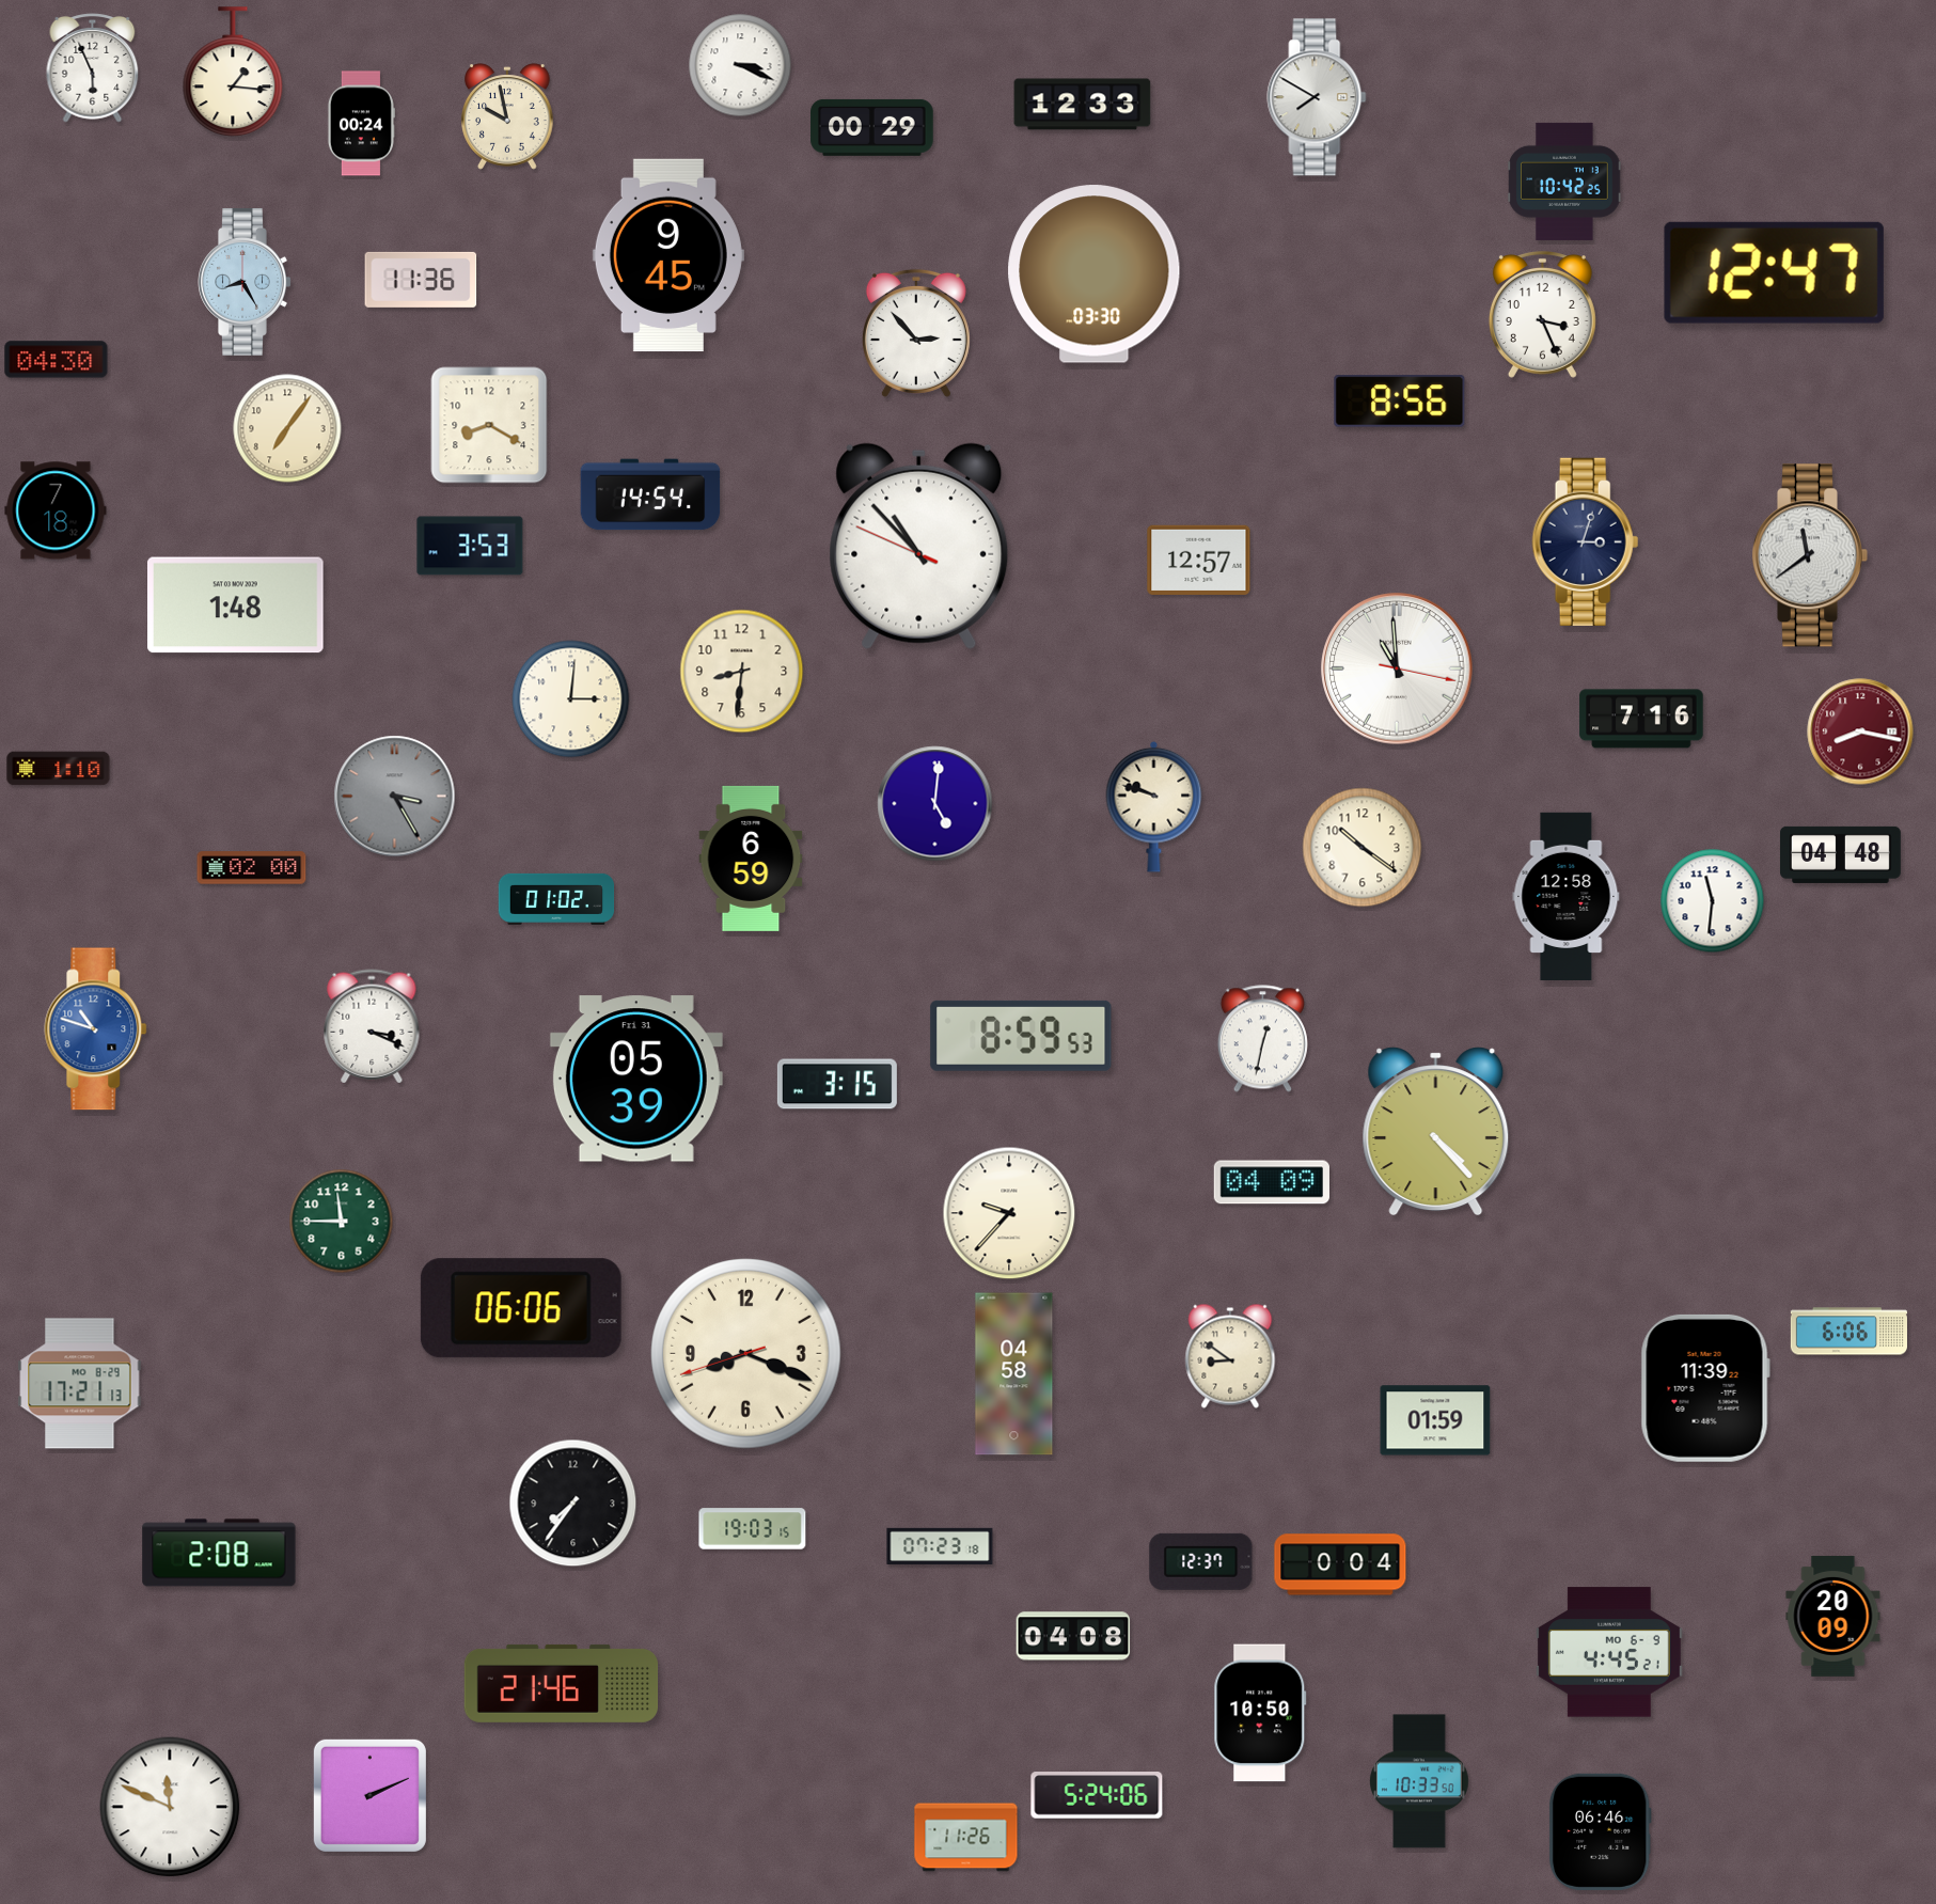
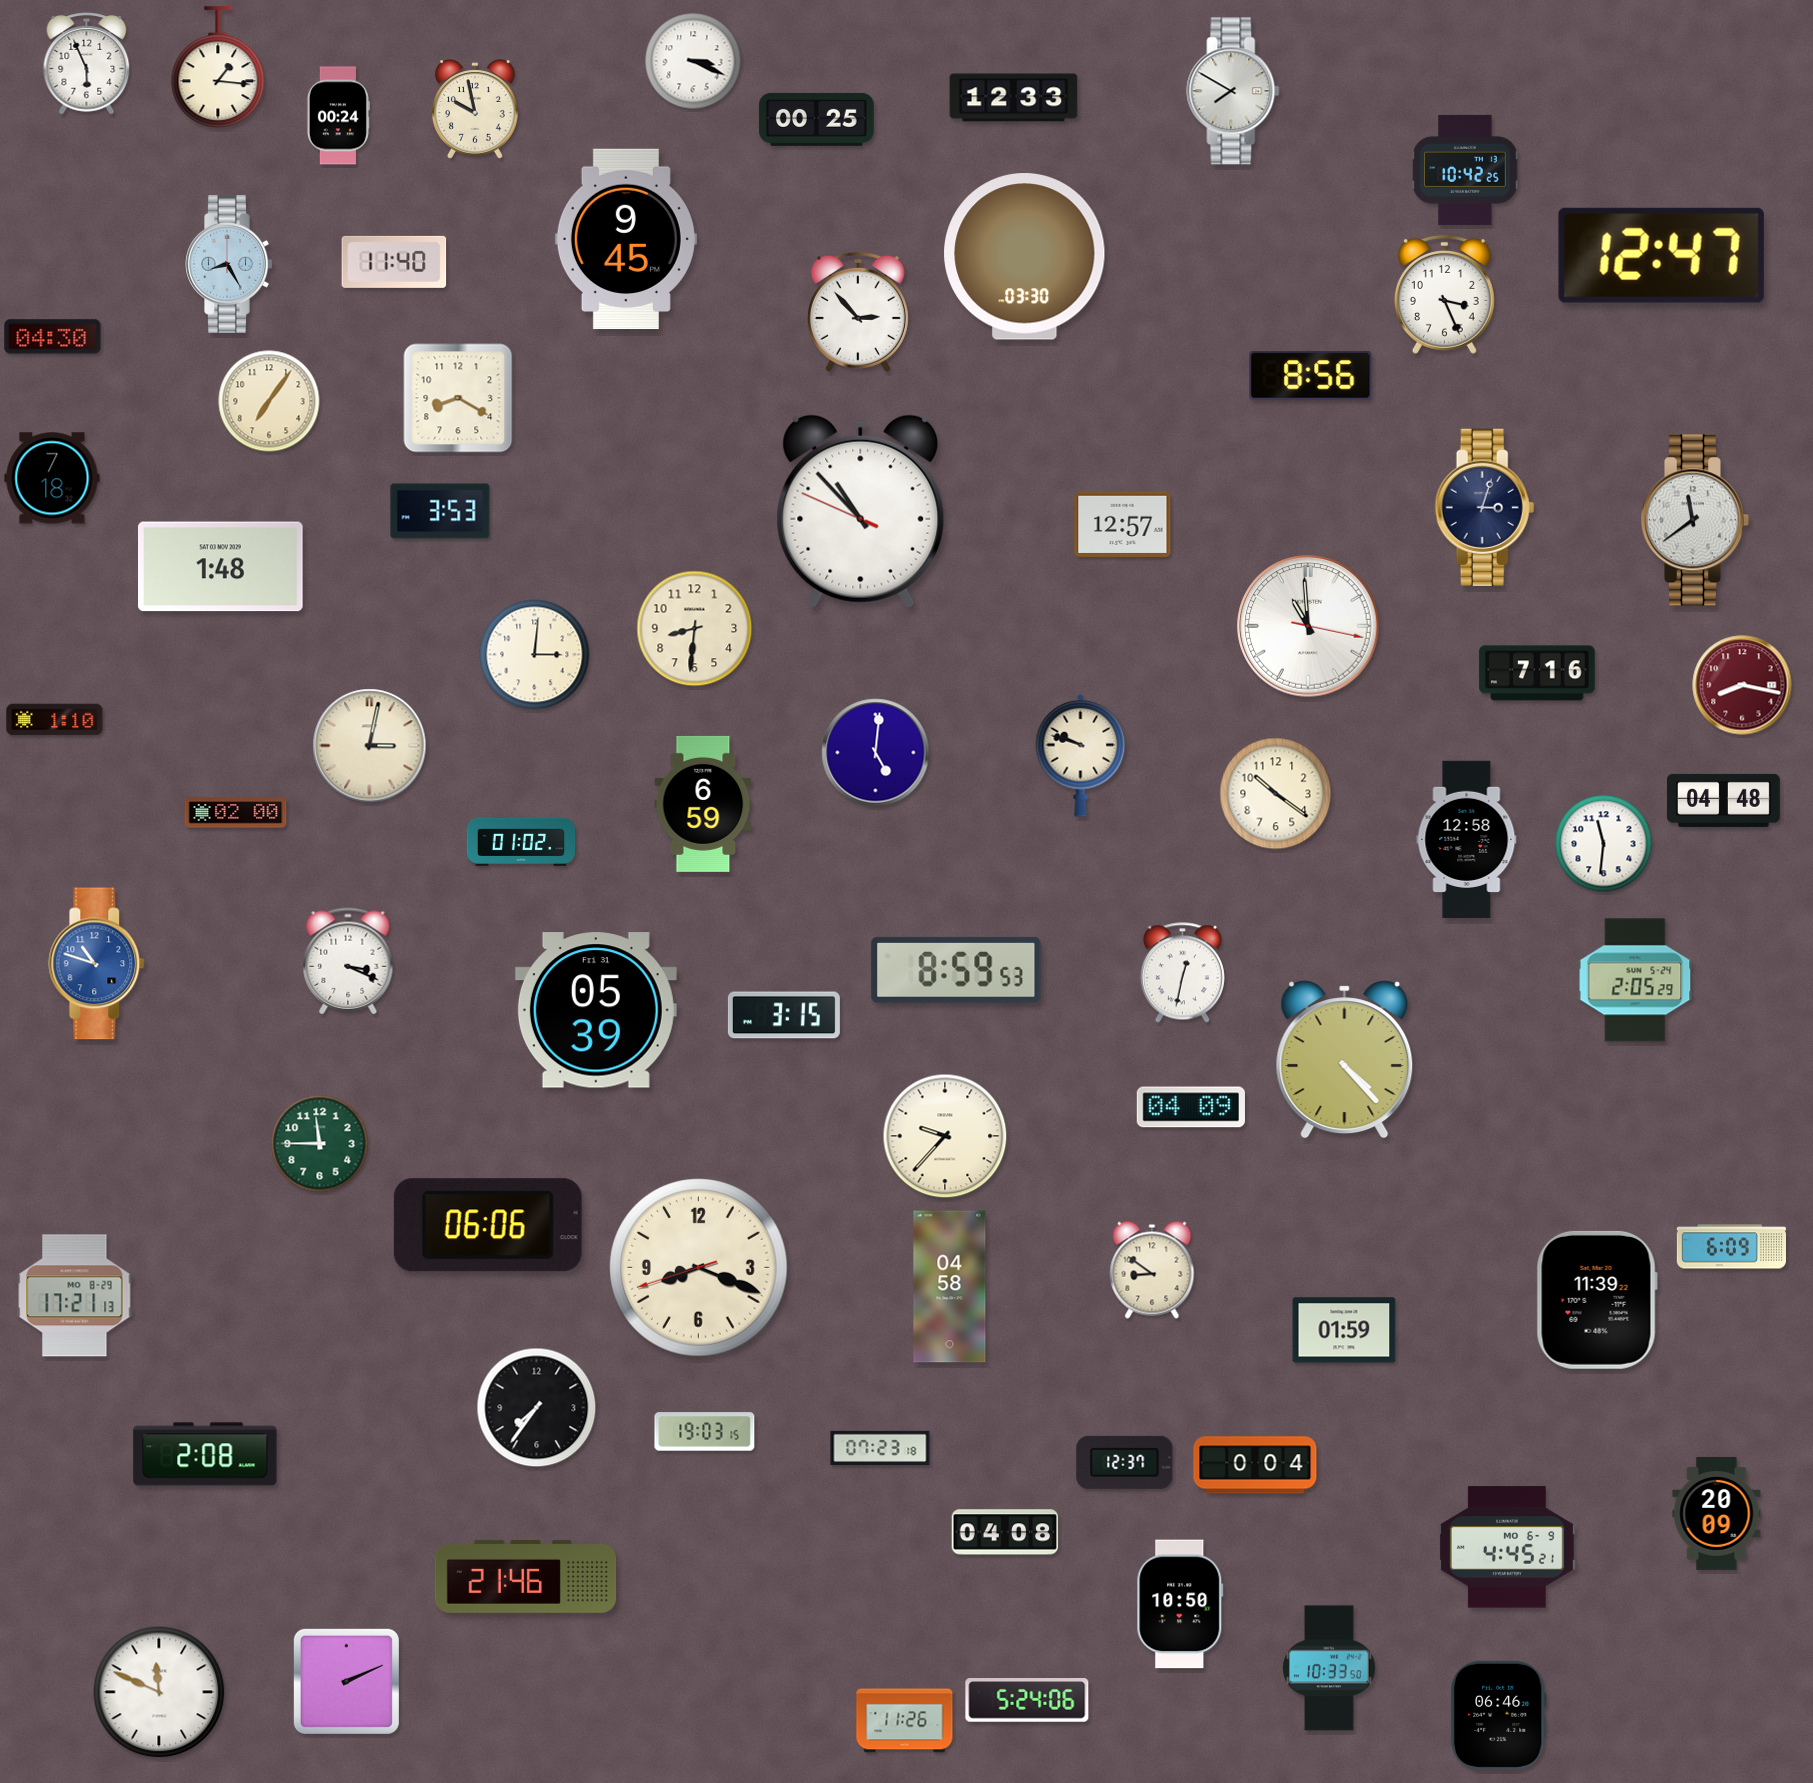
clock at (872, 127): 00:29 -> 00:25
clock at (421, 280): 11:36 -> 11:40
clock at (650, 494): 14:54 -> none
clock at (395, 797): 3:25 -> 3:02
clock at (395, 797) dial: grey -> cream
clock at (96, 1029) position: (96, 1029) -> (97, 964)
clock at (1635, 980): none -> 2:05
clock at (1848, 1332): 6:06 -> 6:09
clock at (1097, 1796) position: (1097, 1796) -> (1027, 1701)
